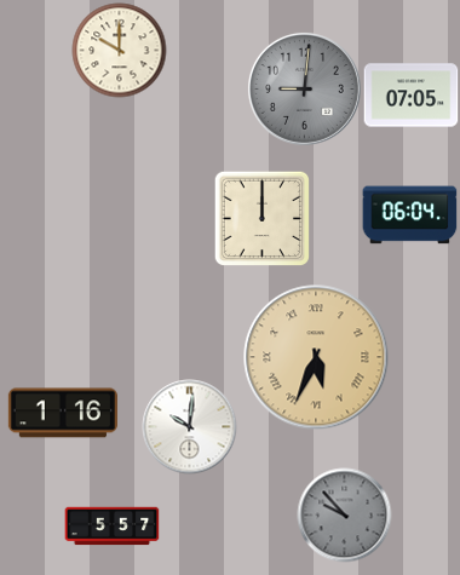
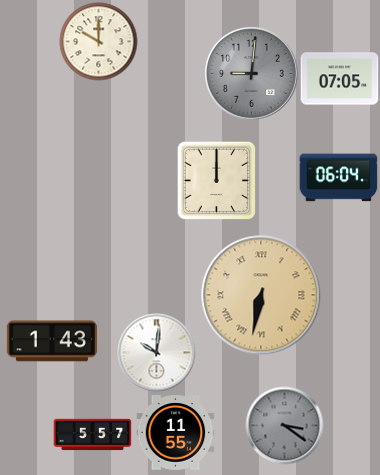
clock at (316, 357): 5:34 -> 6:32
clock at (63, 413): 1:16 -> 1:43
clock at (344, 514): 9:53 -> 3:21
clock at (175, 433): none -> 11:55
